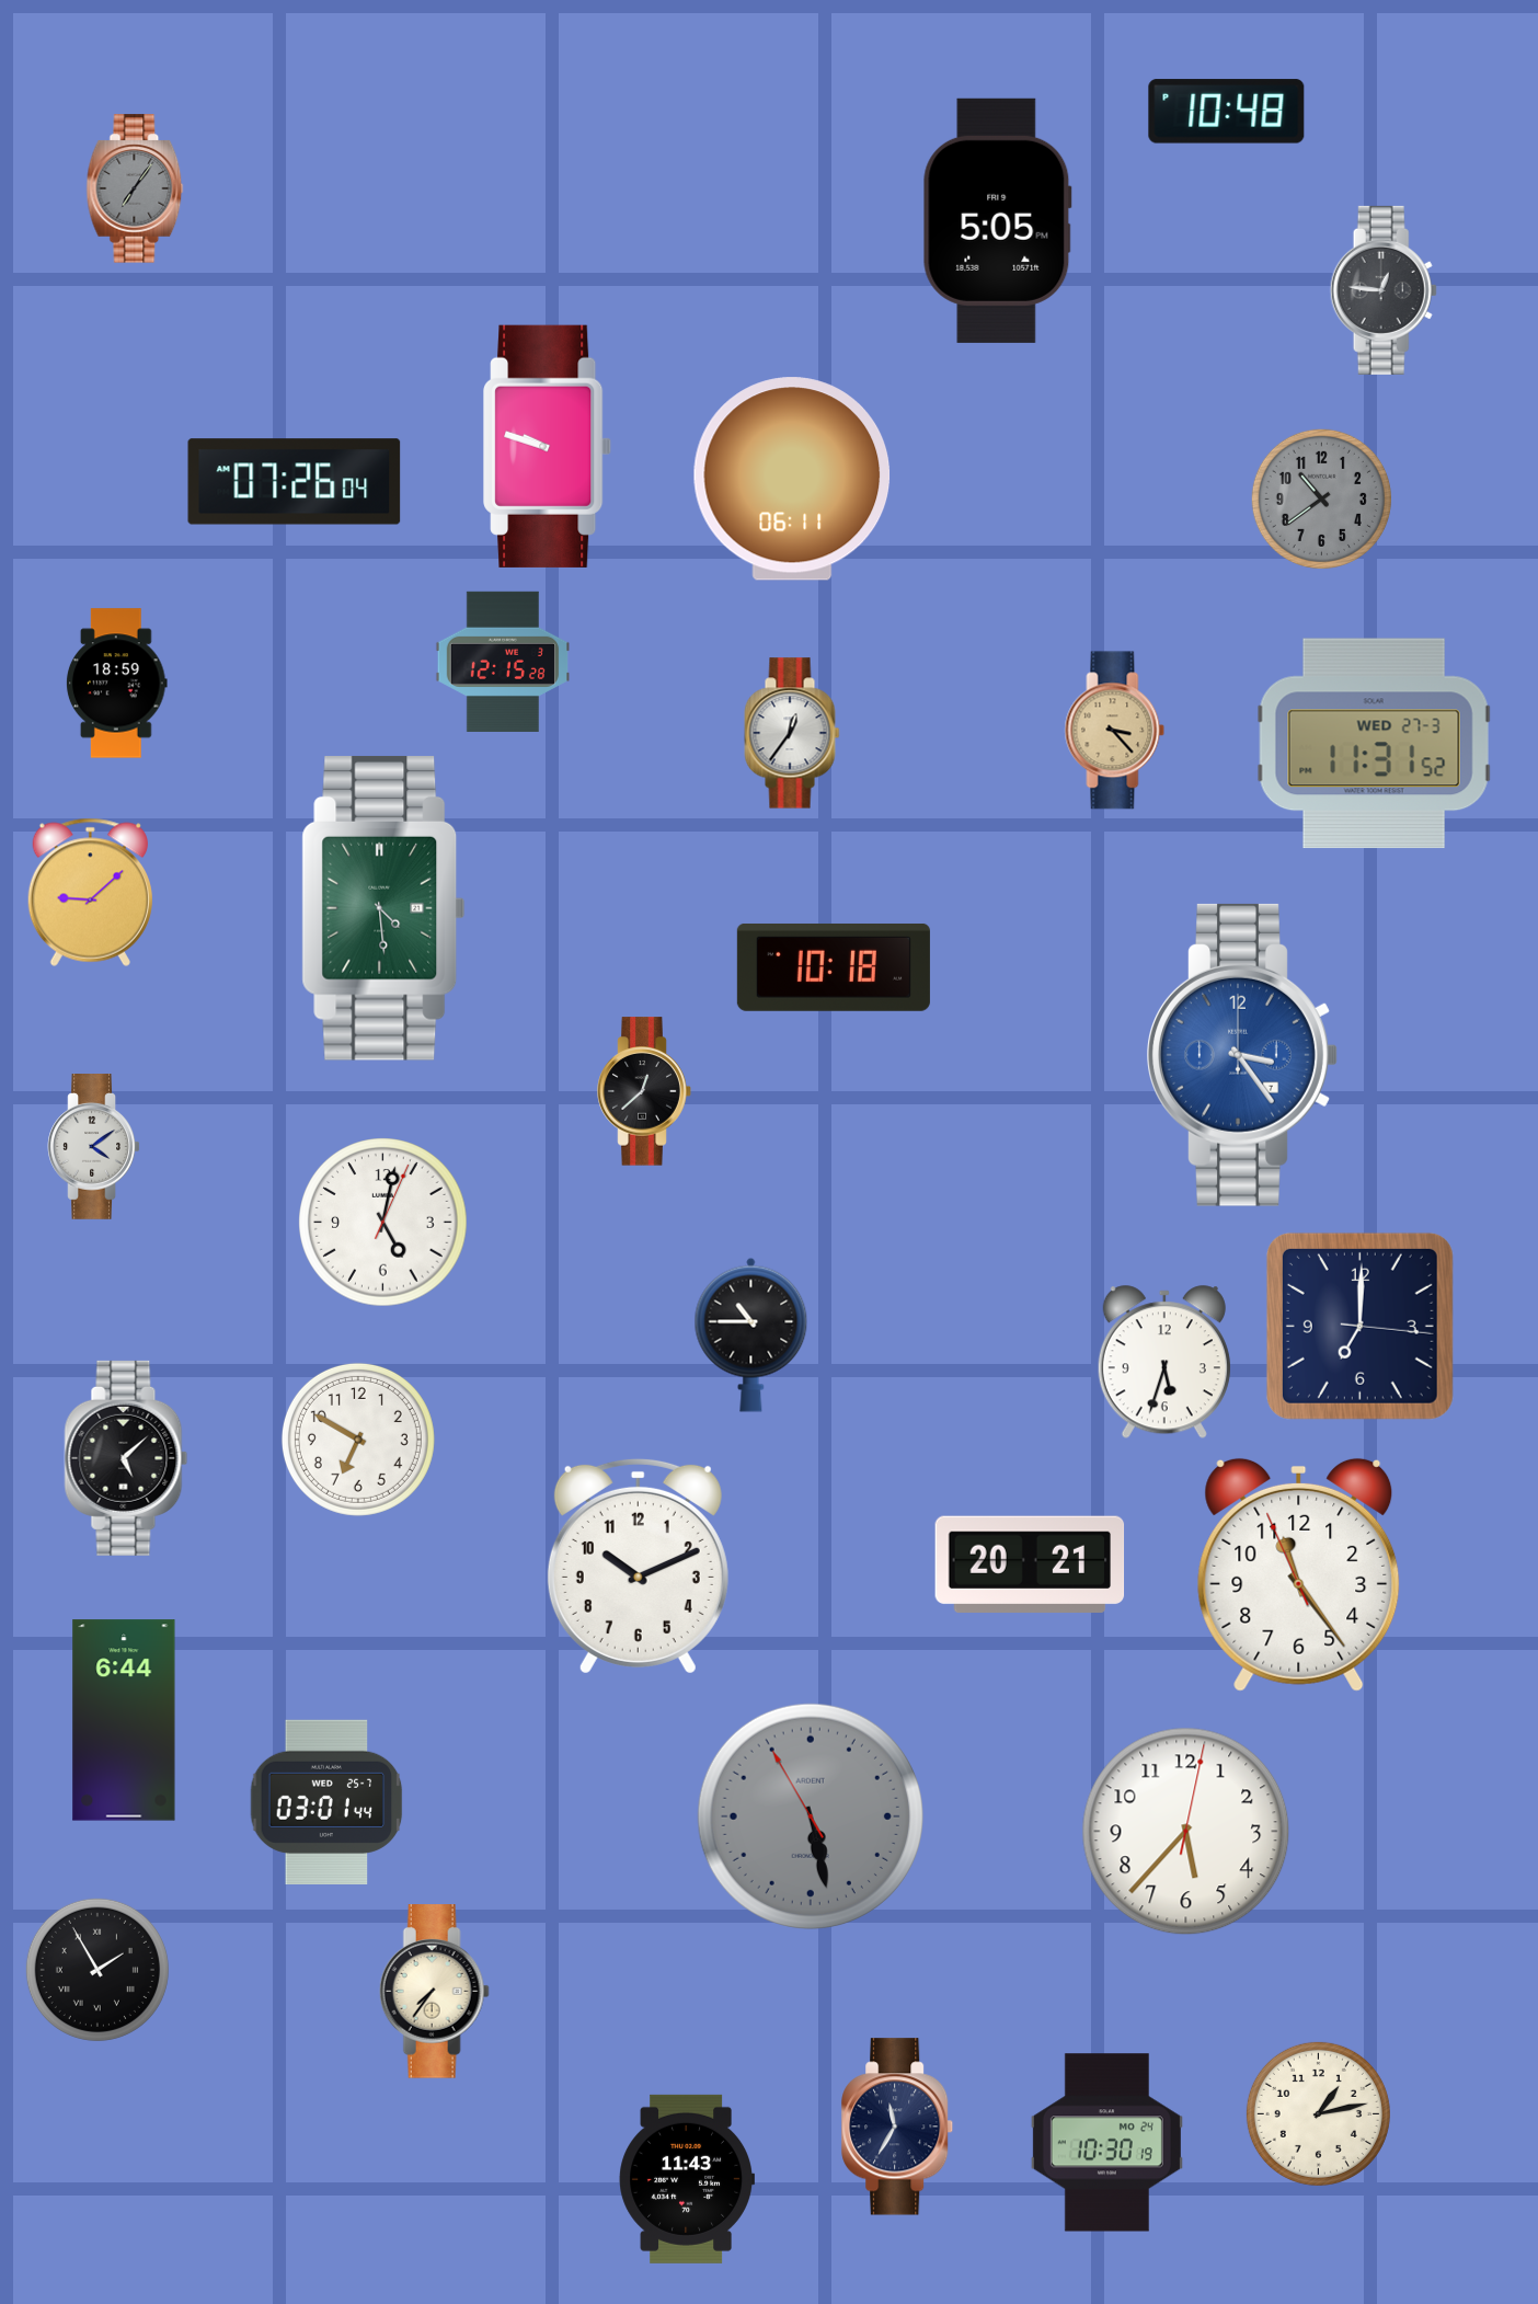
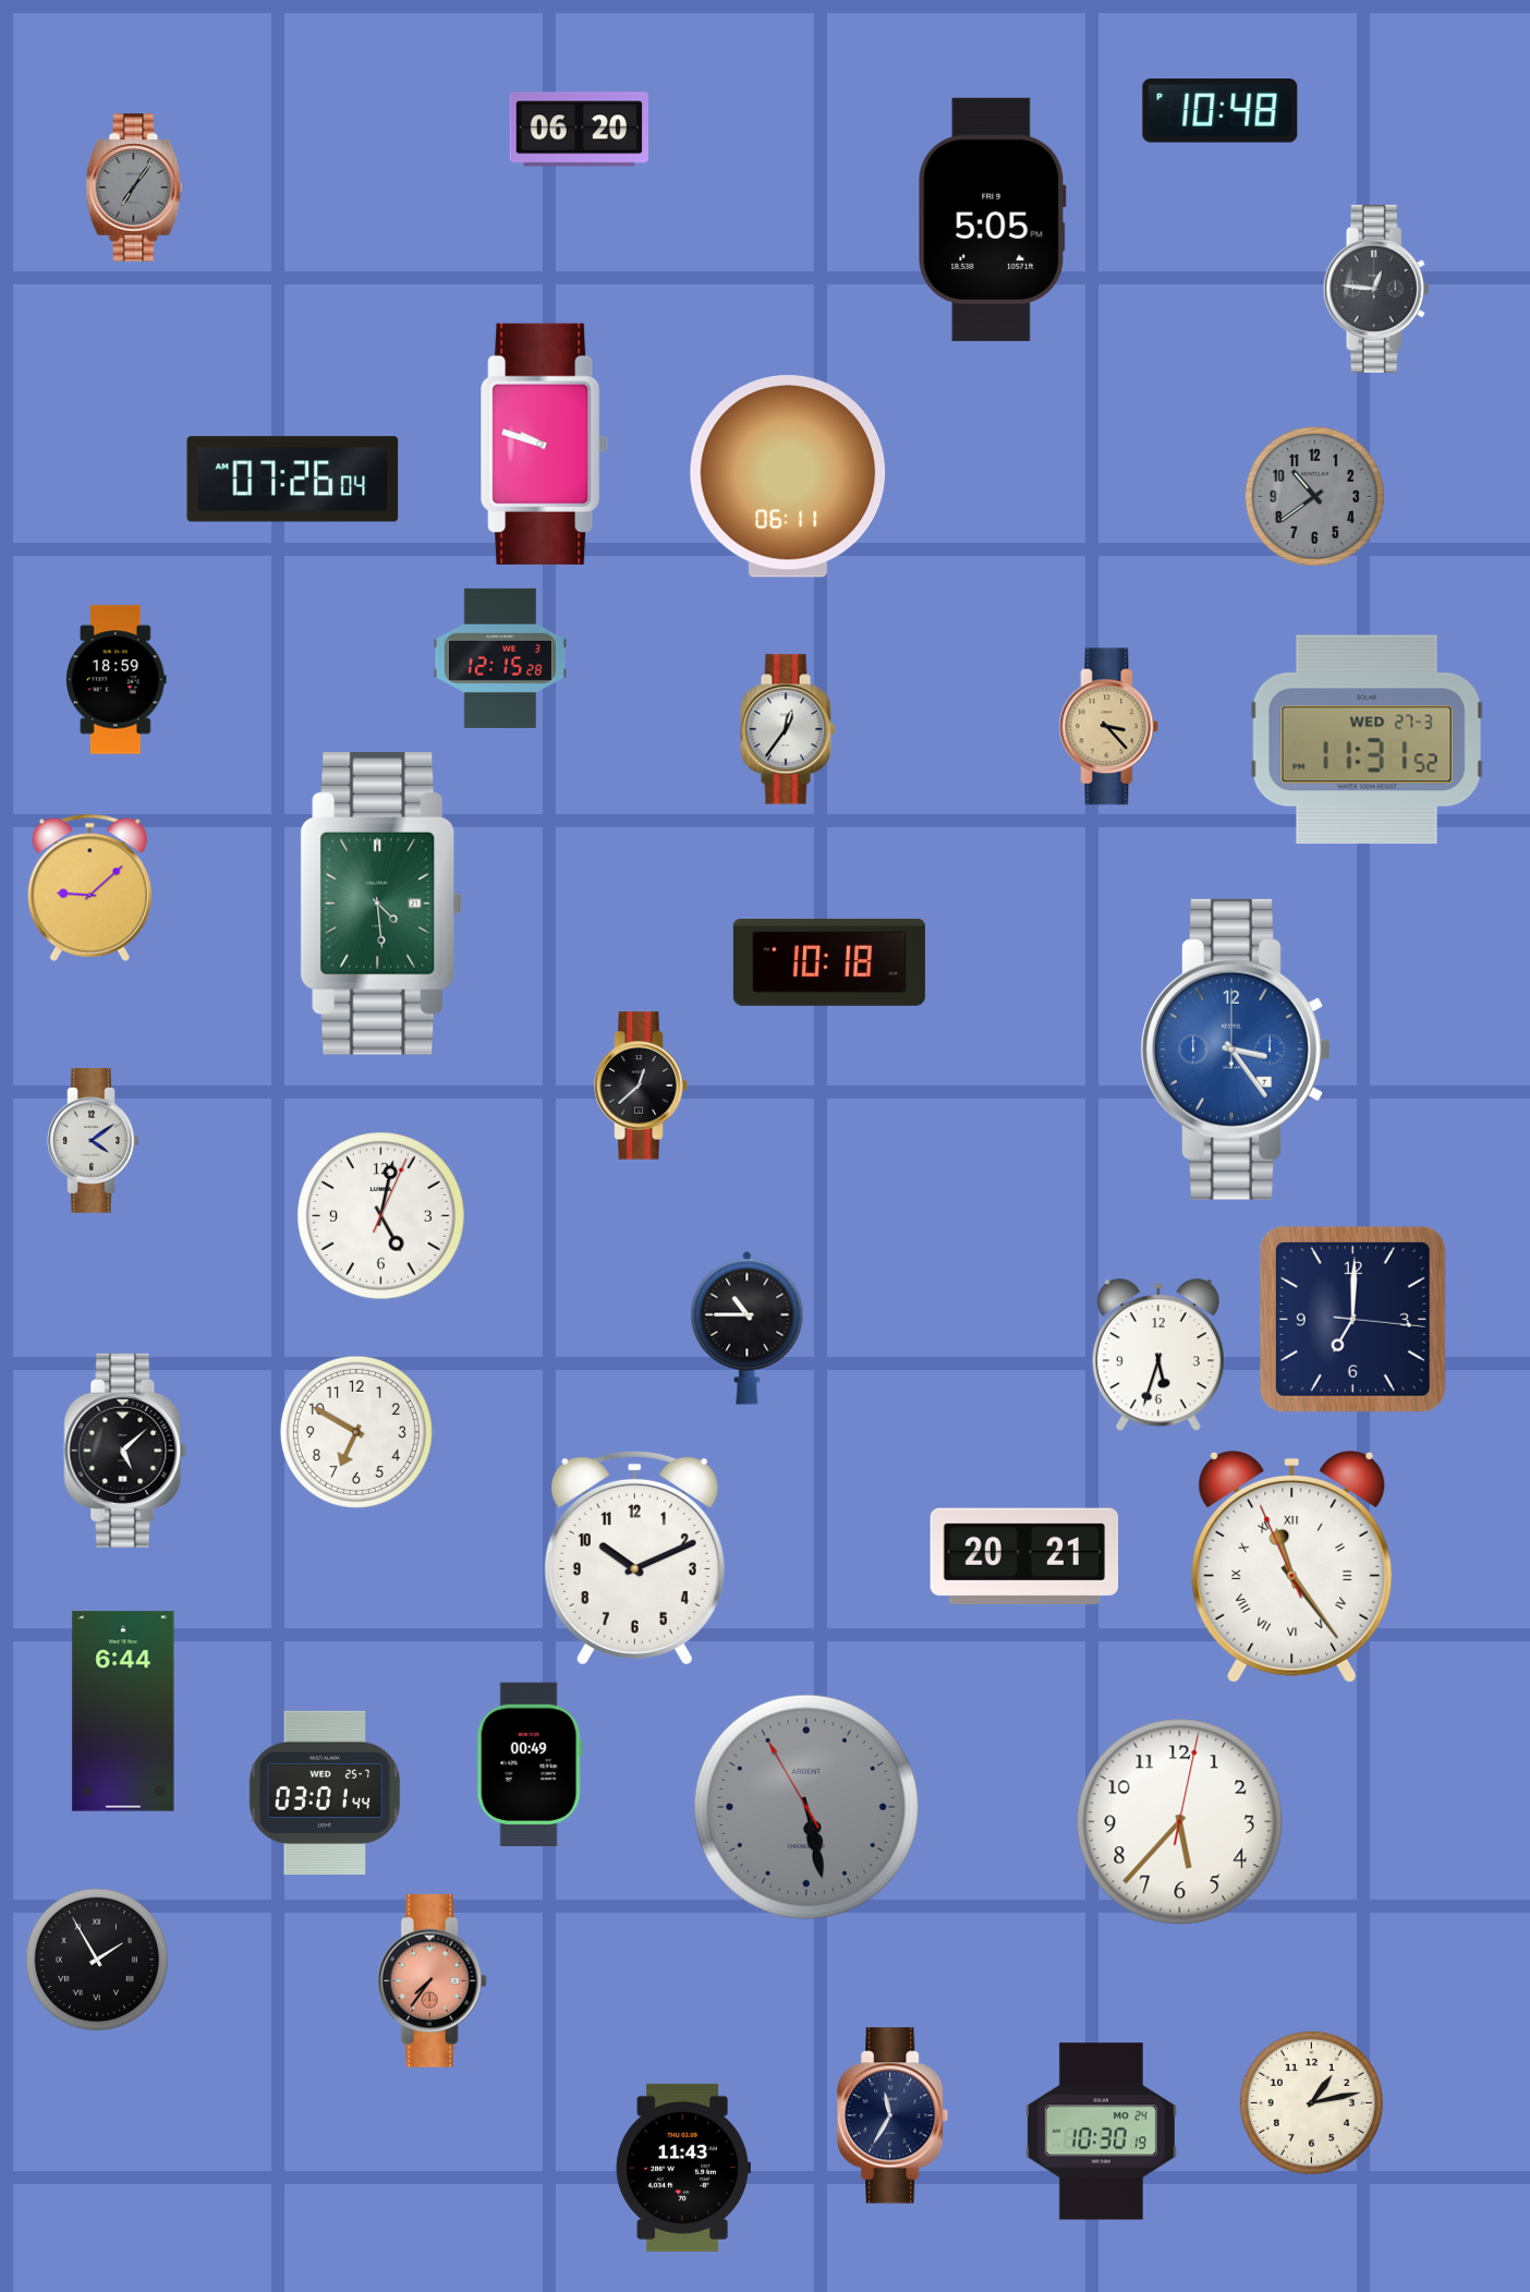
clock at (579, 130): none -> 06:20
clock at (1299, 1574) numerals: Arabic -> Roman
clock at (530, 1765): none -> 00:49
clock at (434, 1992) dial: cream -> salmon
